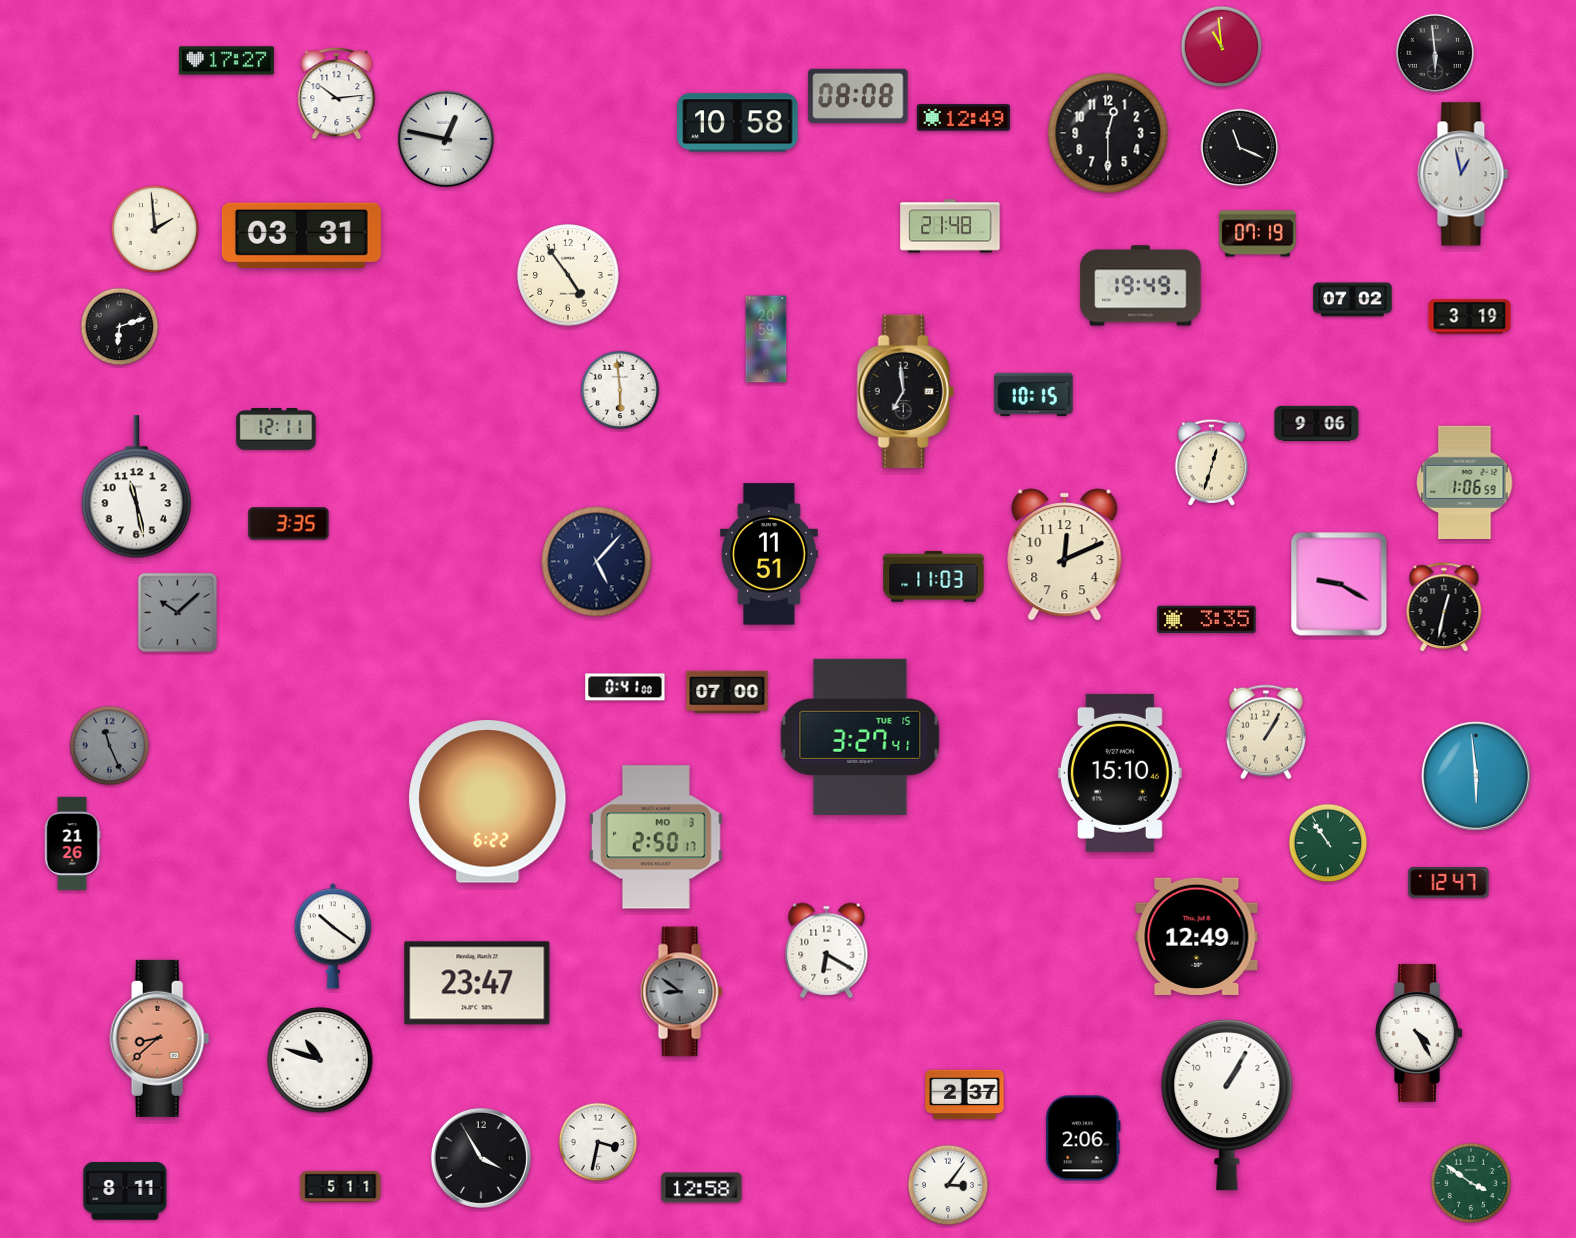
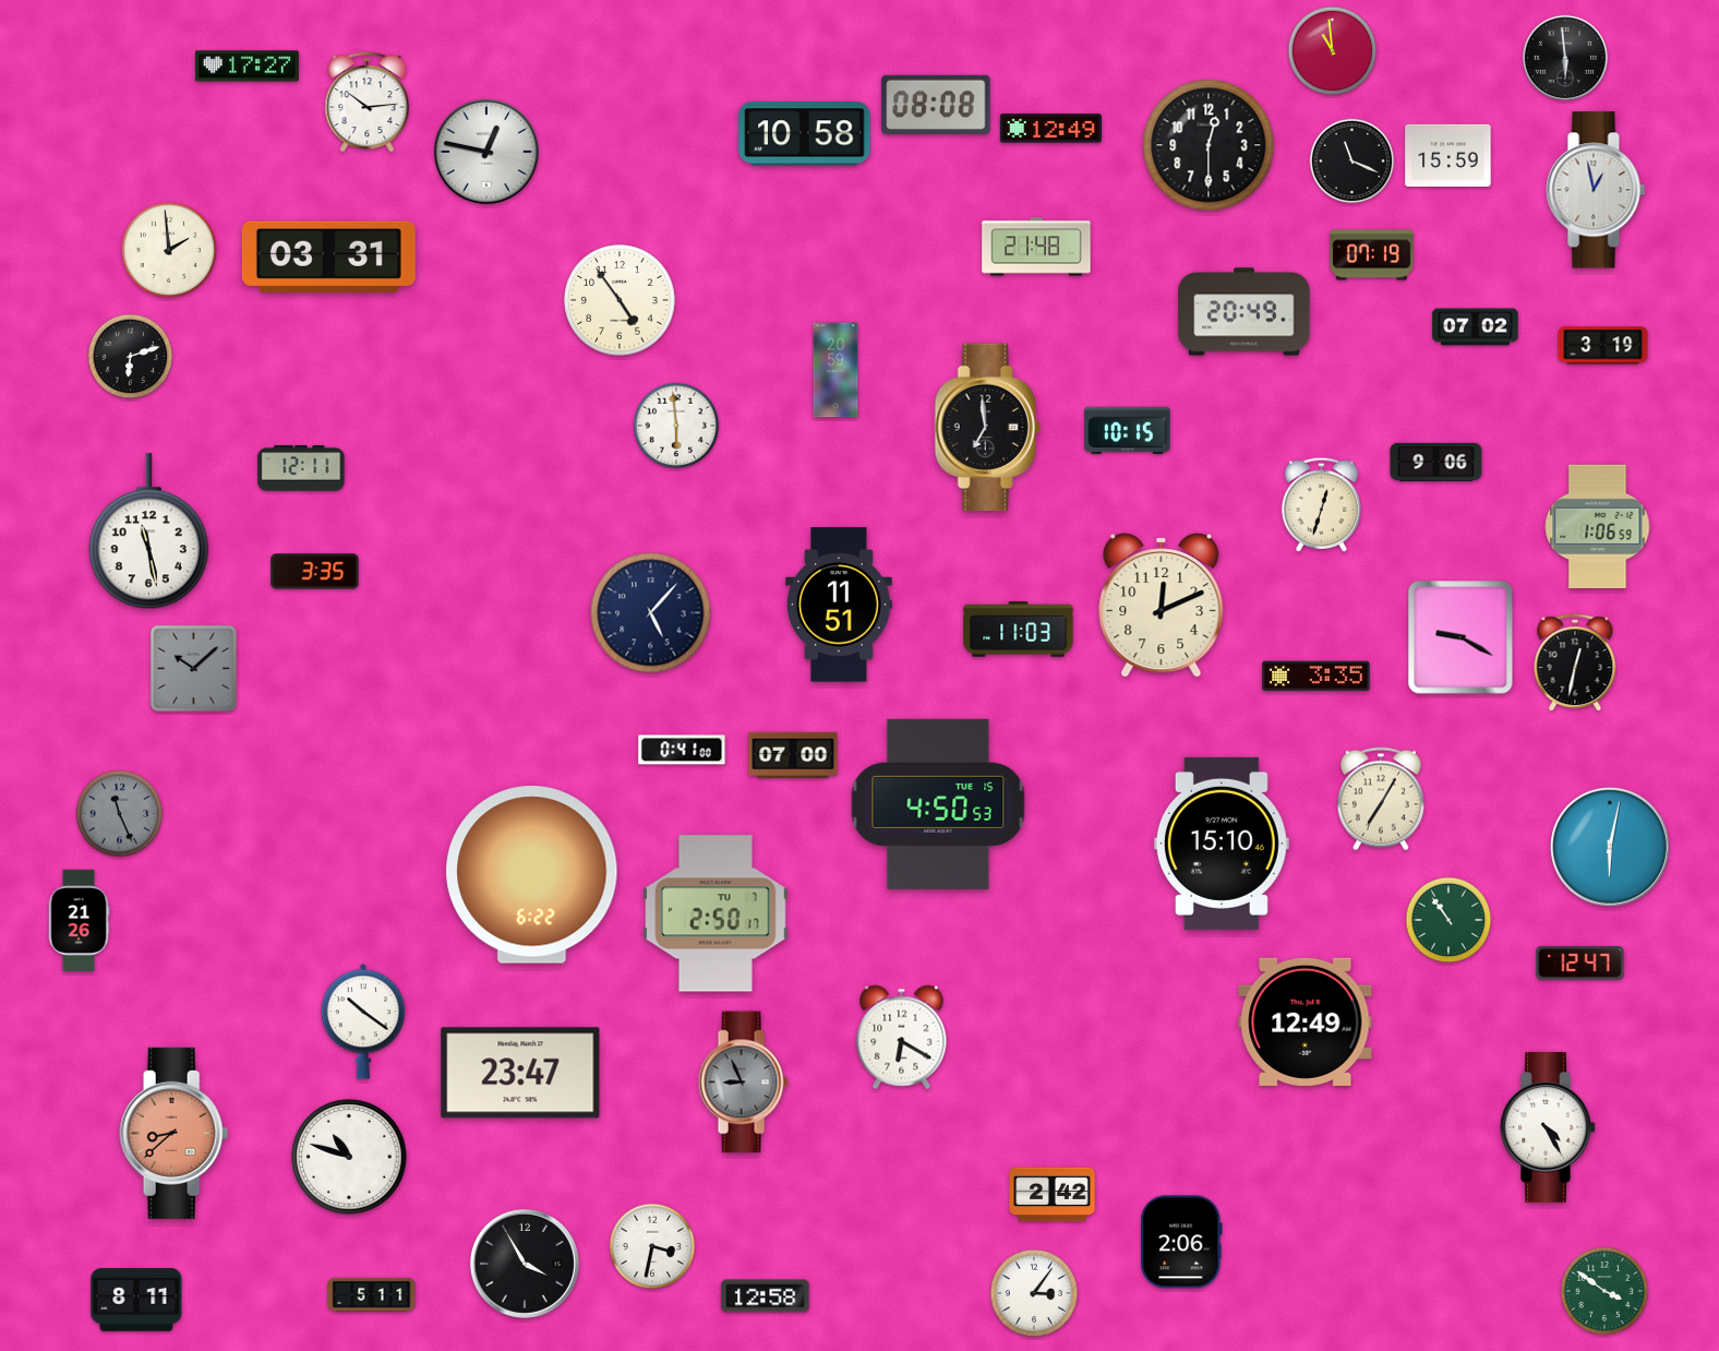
clock at (1448, 155): none -> 15:59
clock at (1141, 286): 19:49 -> 20:49
clock at (1266, 732): 1:05 -> 7:05
clock at (860, 737): 3:27 -> 4:50
clock at (1476, 776): 5:59 -> 6:02
clock at (657, 837) date: MO 3 -> TU 7
clock at (681, 992): 8:51 -> 8:56
clock at (965, 1095): 2:37 -> 2:42
clock at (1227, 1105): 1:05 -> none
